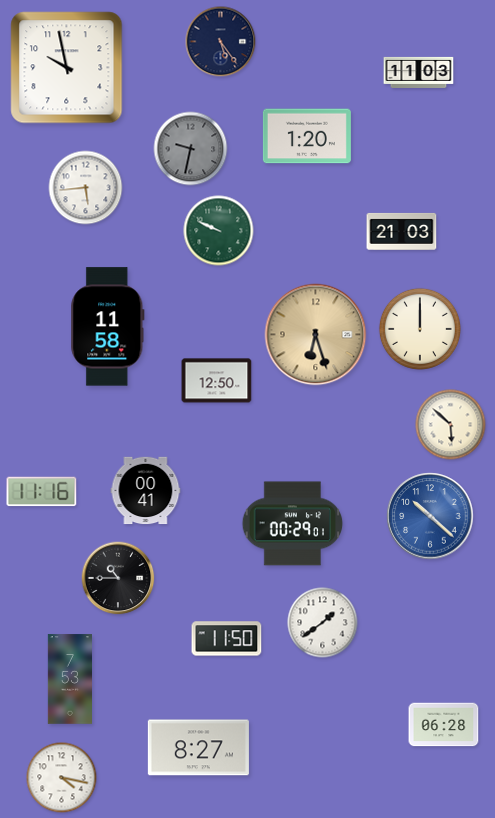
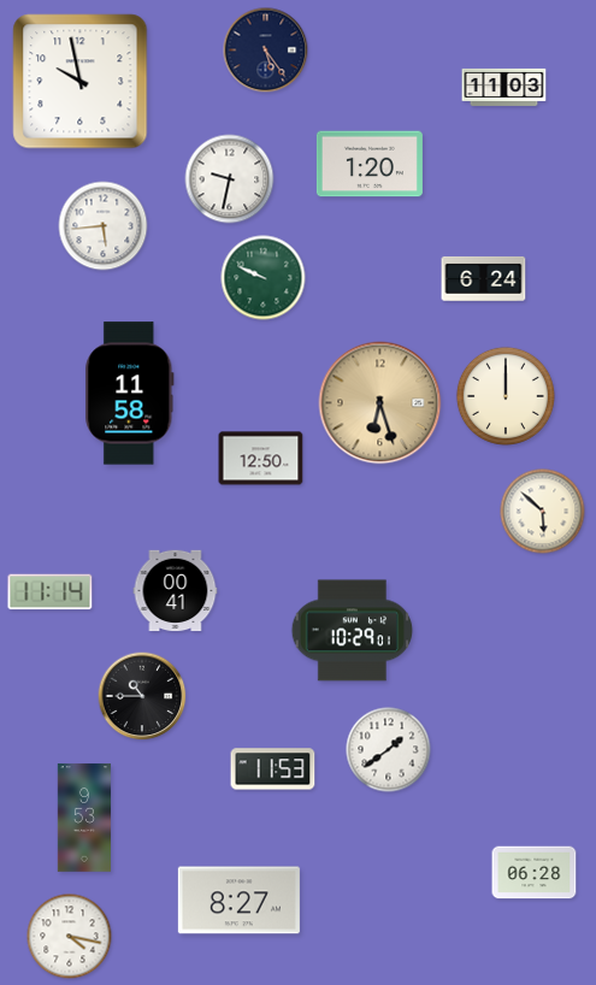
clock at (191, 149) dial: grey -> white
clock at (402, 231): 21:03 -> 6:24
clock at (42, 492): 11:16 -> 11:14
clock at (430, 516): 10:22 -> none
clock at (293, 524): 00:29 -> 10:29
clock at (227, 639): 11:50 -> 11:53
clock at (69, 679): 7:53 -> 9:53
clock at (62, 778) position: (62, 778) -> (70, 937)
